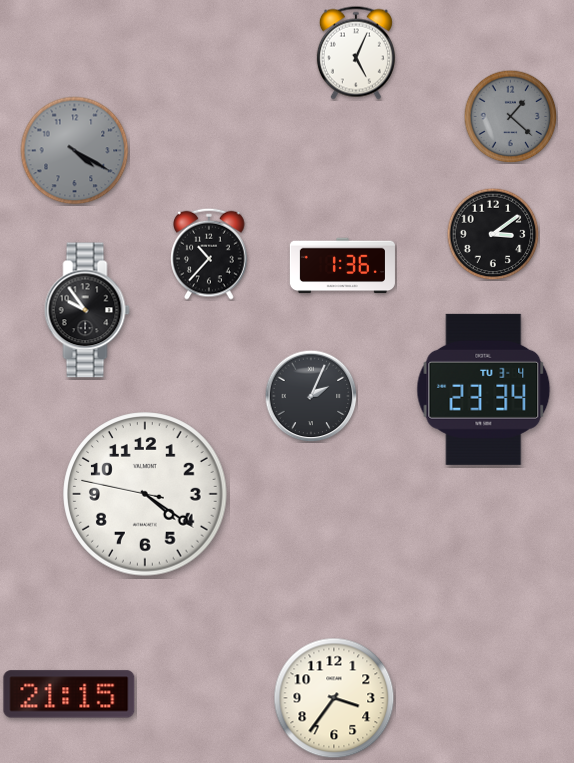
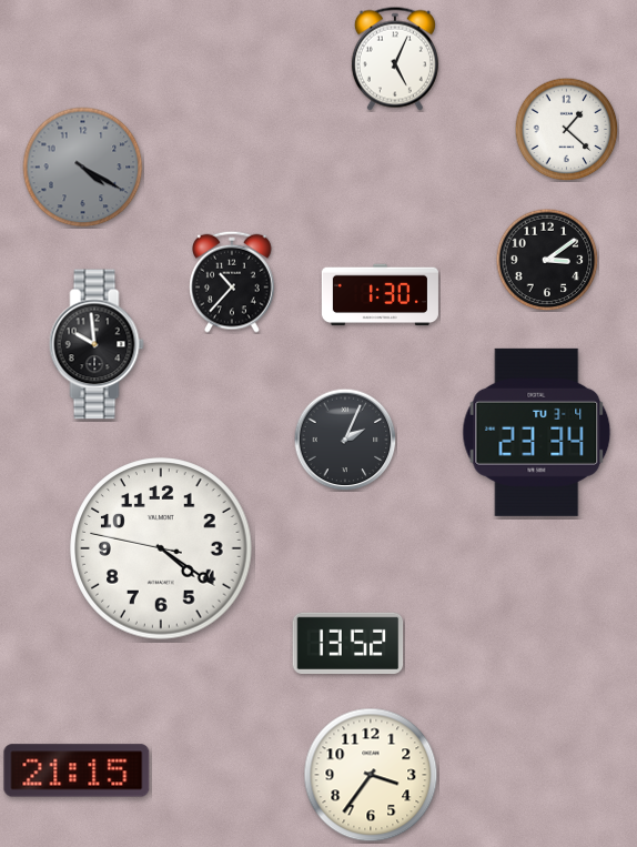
clock at (510, 116) dial: grey -> white
clock at (342, 266): 1:36 -> 1:30
clock at (87, 310): 9:54 -> 9:59
clock at (348, 643): none -> 13:52
